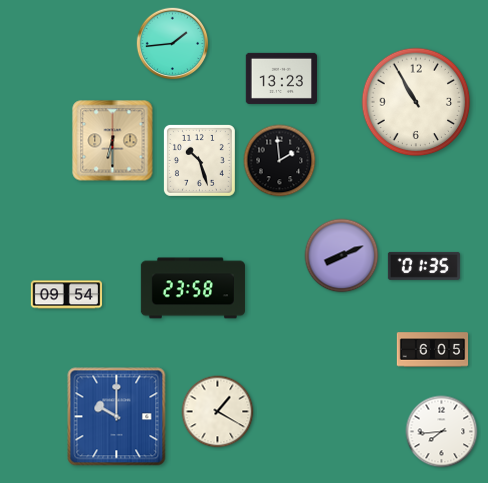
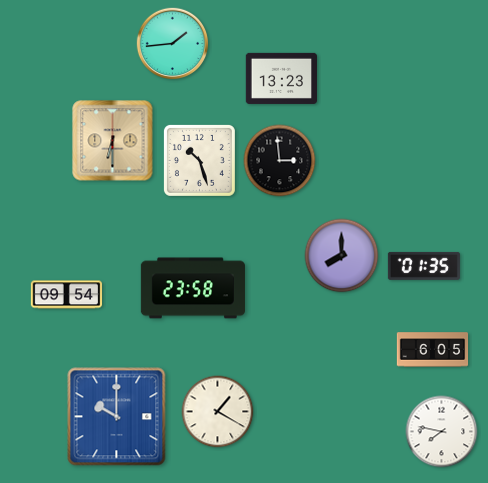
clock at (416, 102): 10:55 -> none
clock at (280, 161): 1:59 -> 2:59
clock at (342, 256): 8:11 -> 8:00
clock at (442, 432): 7:44 -> 7:47
